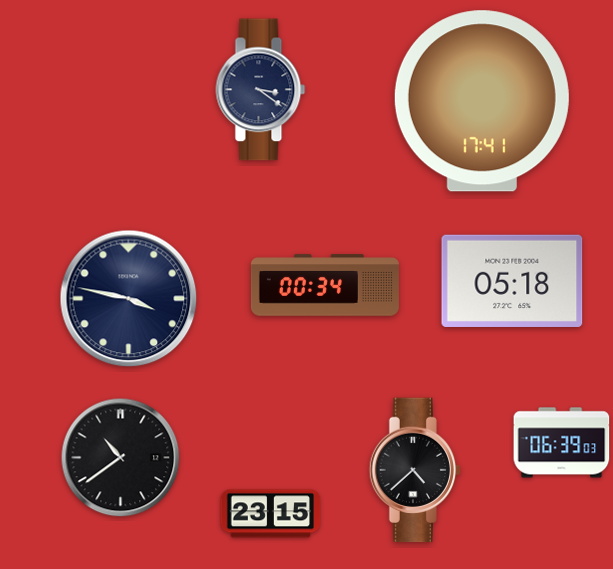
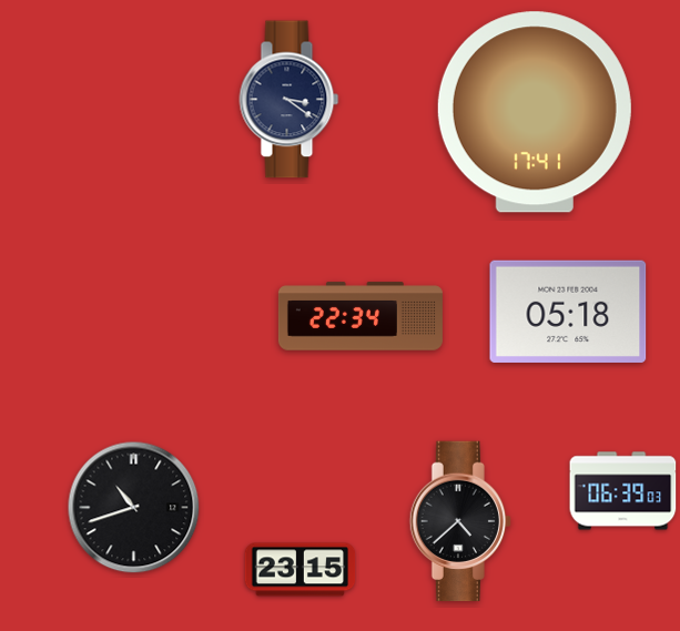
clock at (325, 285): 00:34 -> 22:34
clock at (129, 299): 3:47 -> none
clock at (121, 458): 10:39 -> 10:42
